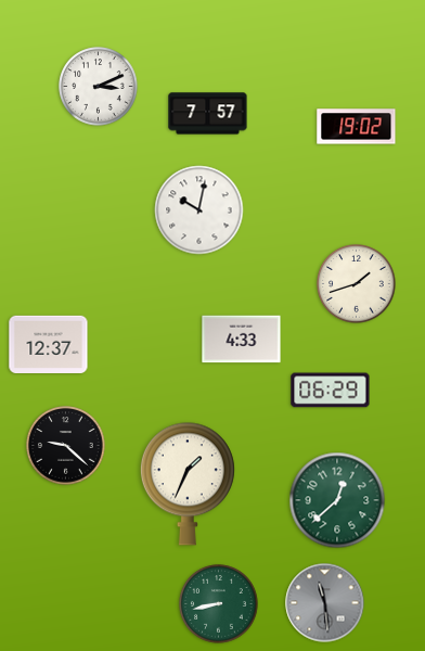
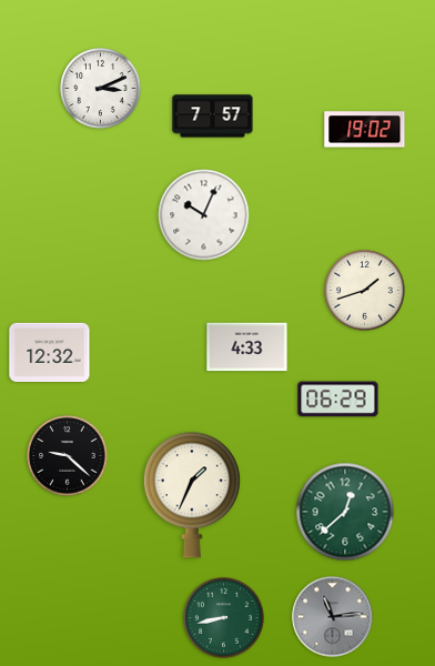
clock at (199, 210): 10:02 -> 10:04
clock at (49, 344): 12:37 -> 12:32
clock at (325, 603): 11:29 -> 11:14
